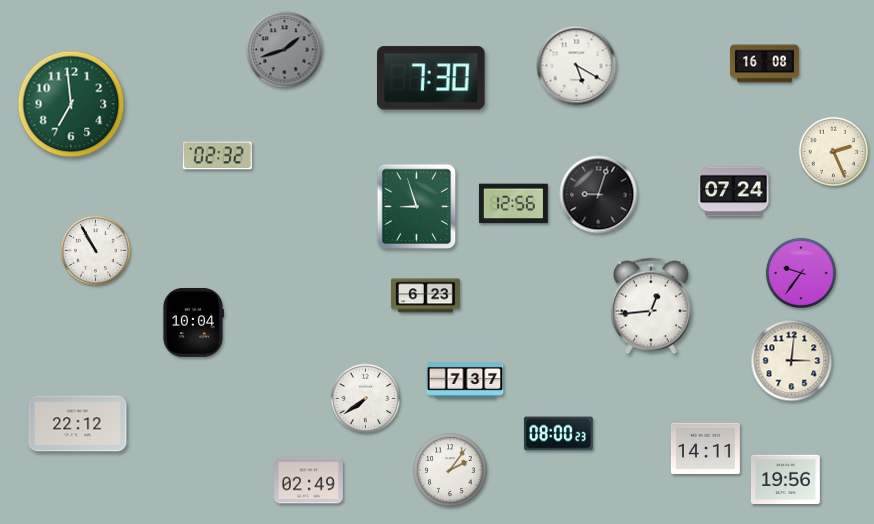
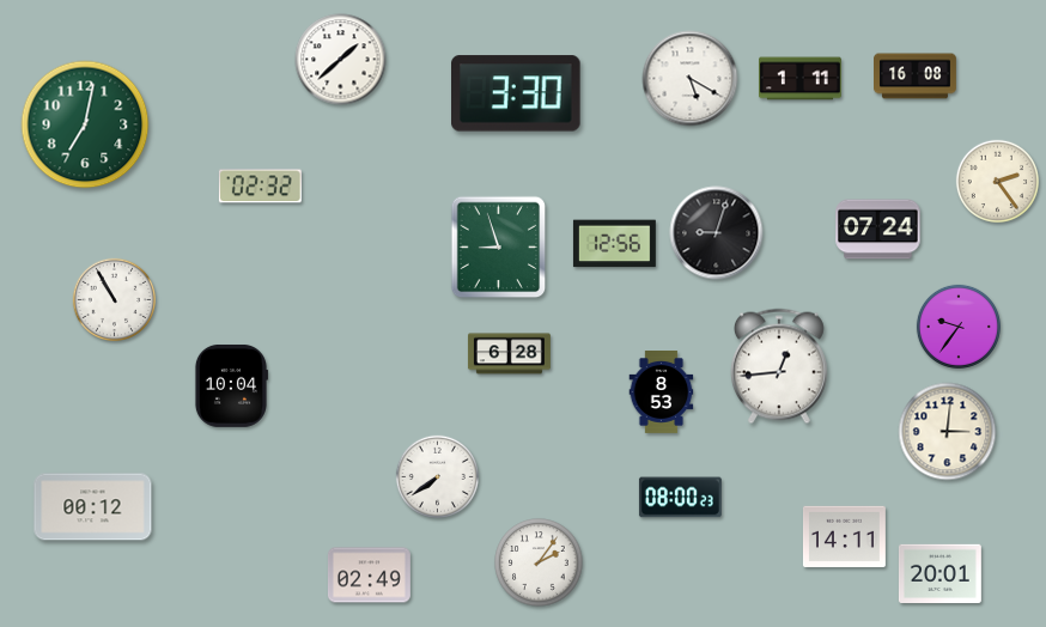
clock at (285, 50): 1:42 -> 1:38
clock at (285, 50) dial: grey -> white
clock at (801, 79): none -> 1:11
clock at (432, 78): 7:30 -> 3:30
clock at (71, 104): 6:59 -> 7:02
clock at (833, 151): 2:26 -> 2:24
clock at (425, 296): 6:23 -> 6:28
clock at (662, 392): none -> 8:53
clock at (465, 380): 7:37 -> none
clock at (78, 424): 22:12 -> 00:12
clock at (558, 434) position: (558, 434) -> (680, 498)
clock at (785, 479): 19:56 -> 20:01
